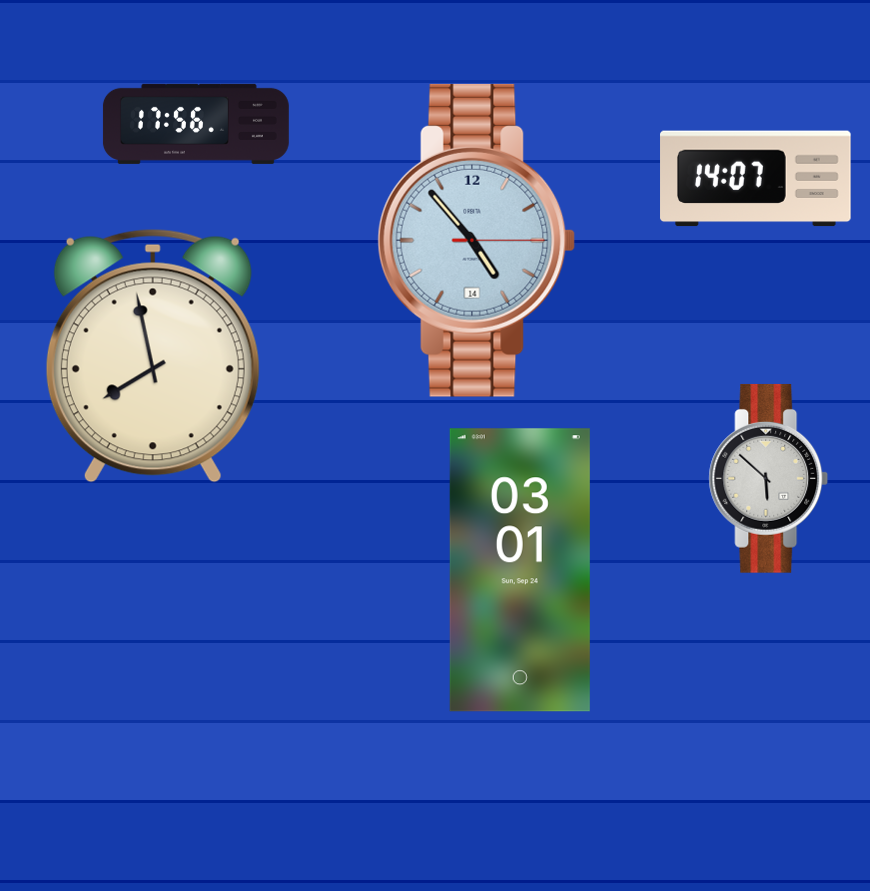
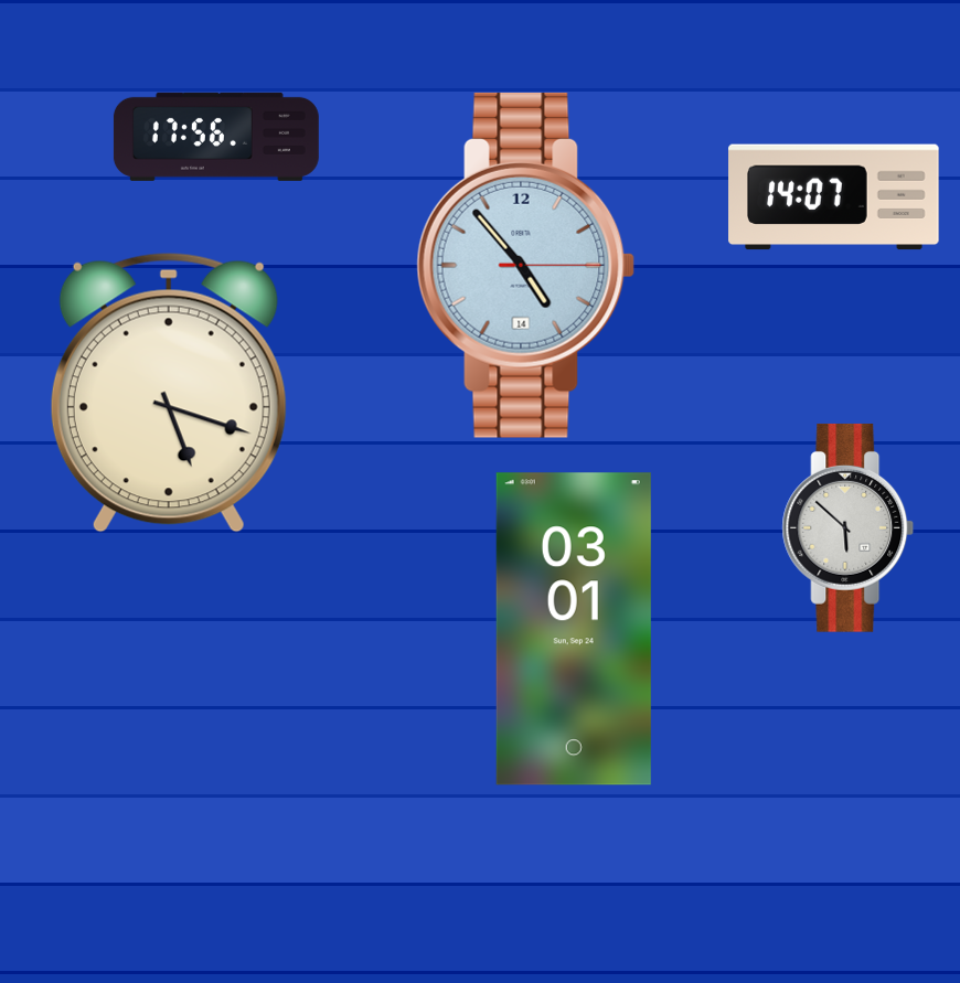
clock at (153, 356): 7:58 -> 5:18
